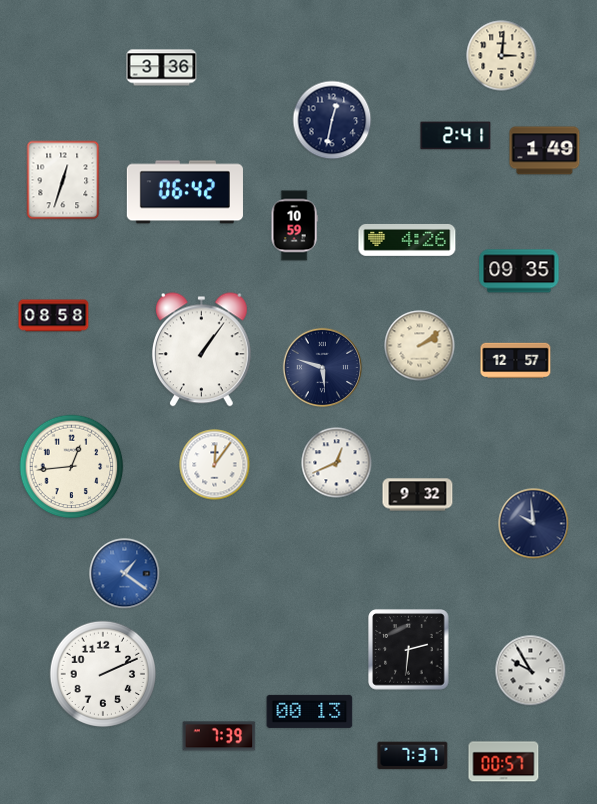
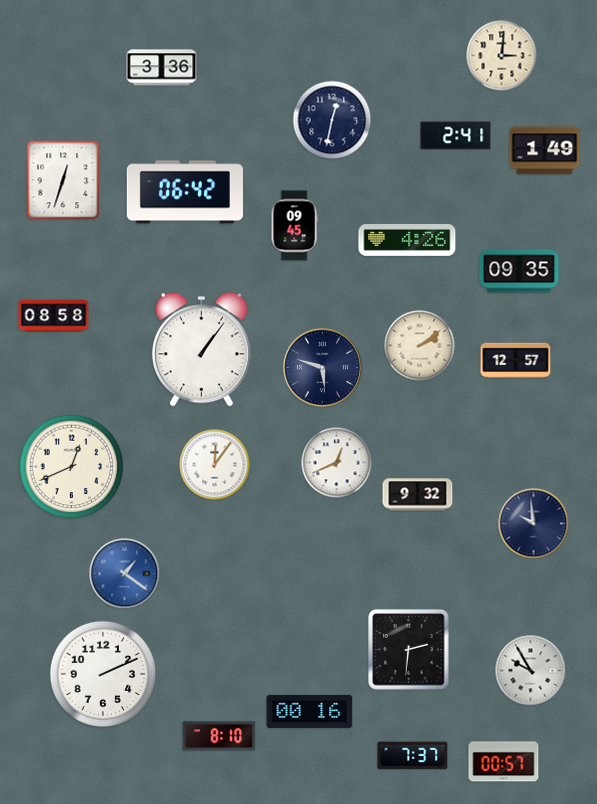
clock at (294, 226): 10:59 -> 09:45
clock at (72, 467): 12:44 -> 12:41
clock at (310, 711): 00:13 -> 00:16
clock at (219, 736): 7:39 -> 8:10
